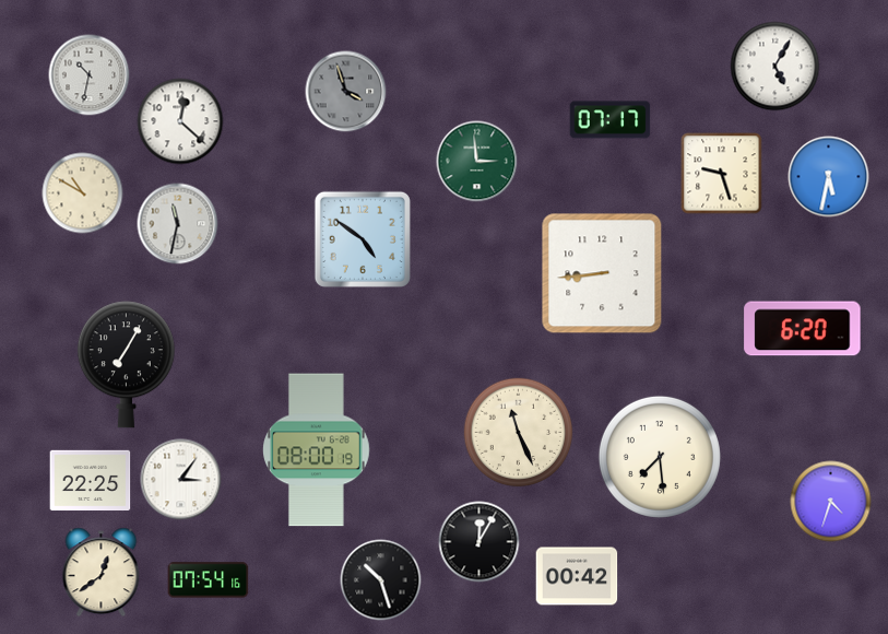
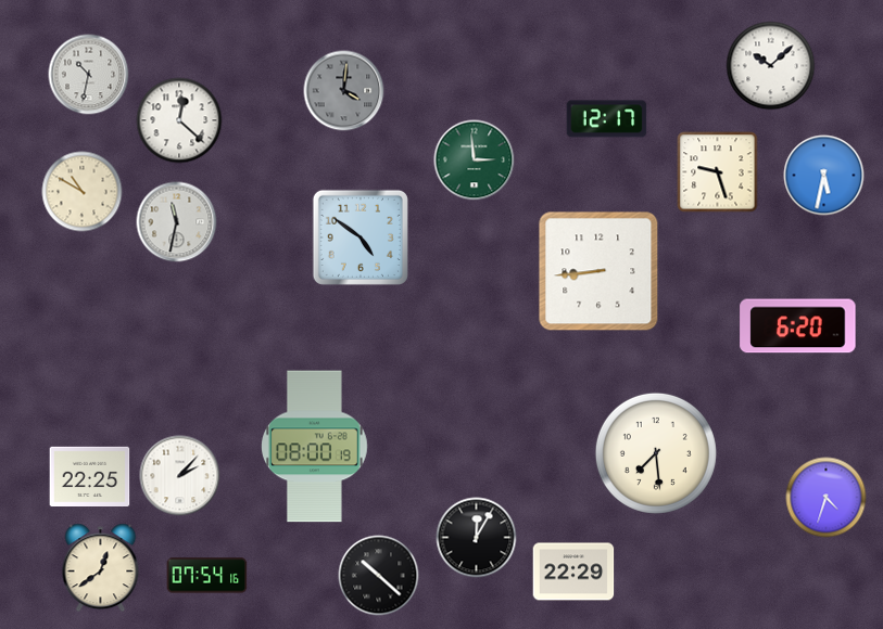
clock at (775, 67): 5:05 -> 10:08
clock at (346, 92): 3:57 -> 4:01
clock at (611, 120): 07:17 -> 12:17
clock at (126, 365): 7:05 -> none
clock at (519, 433): 11:26 -> none
clock at (181, 480): 3:06 -> 2:07
clock at (577, 576): 00:42 -> 22:29
clock at (381, 580): 10:27 -> 10:22
